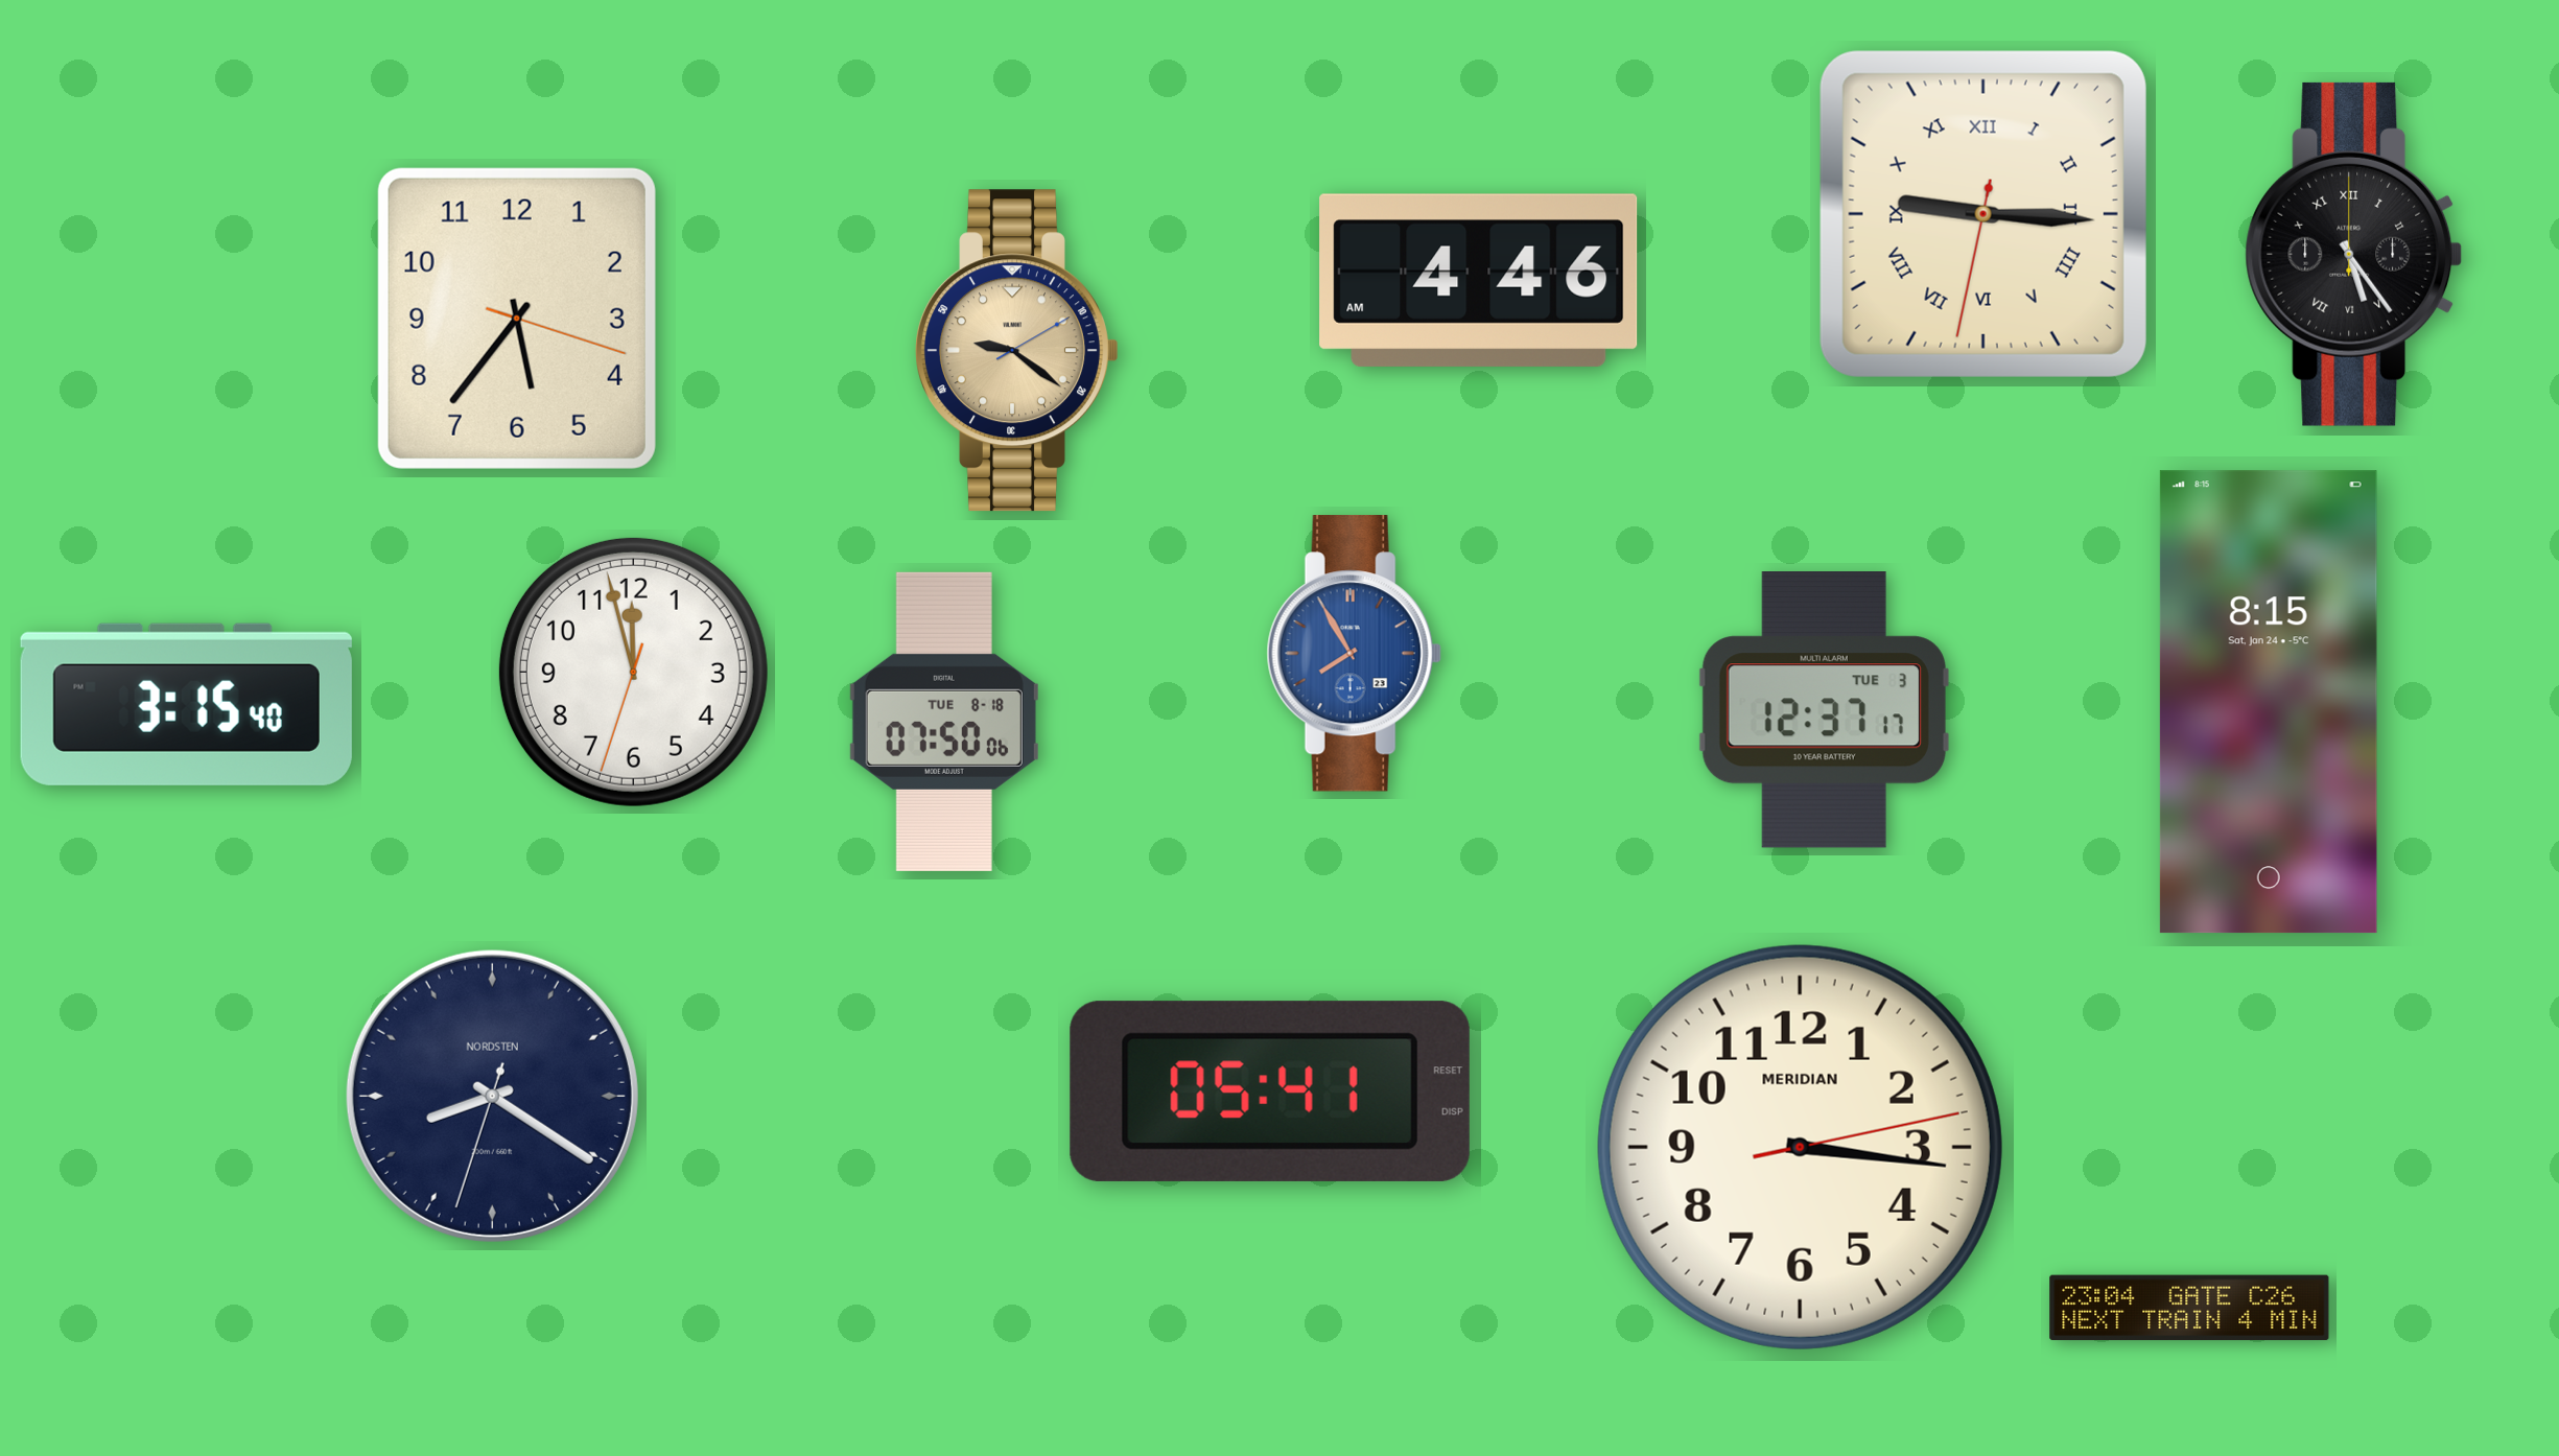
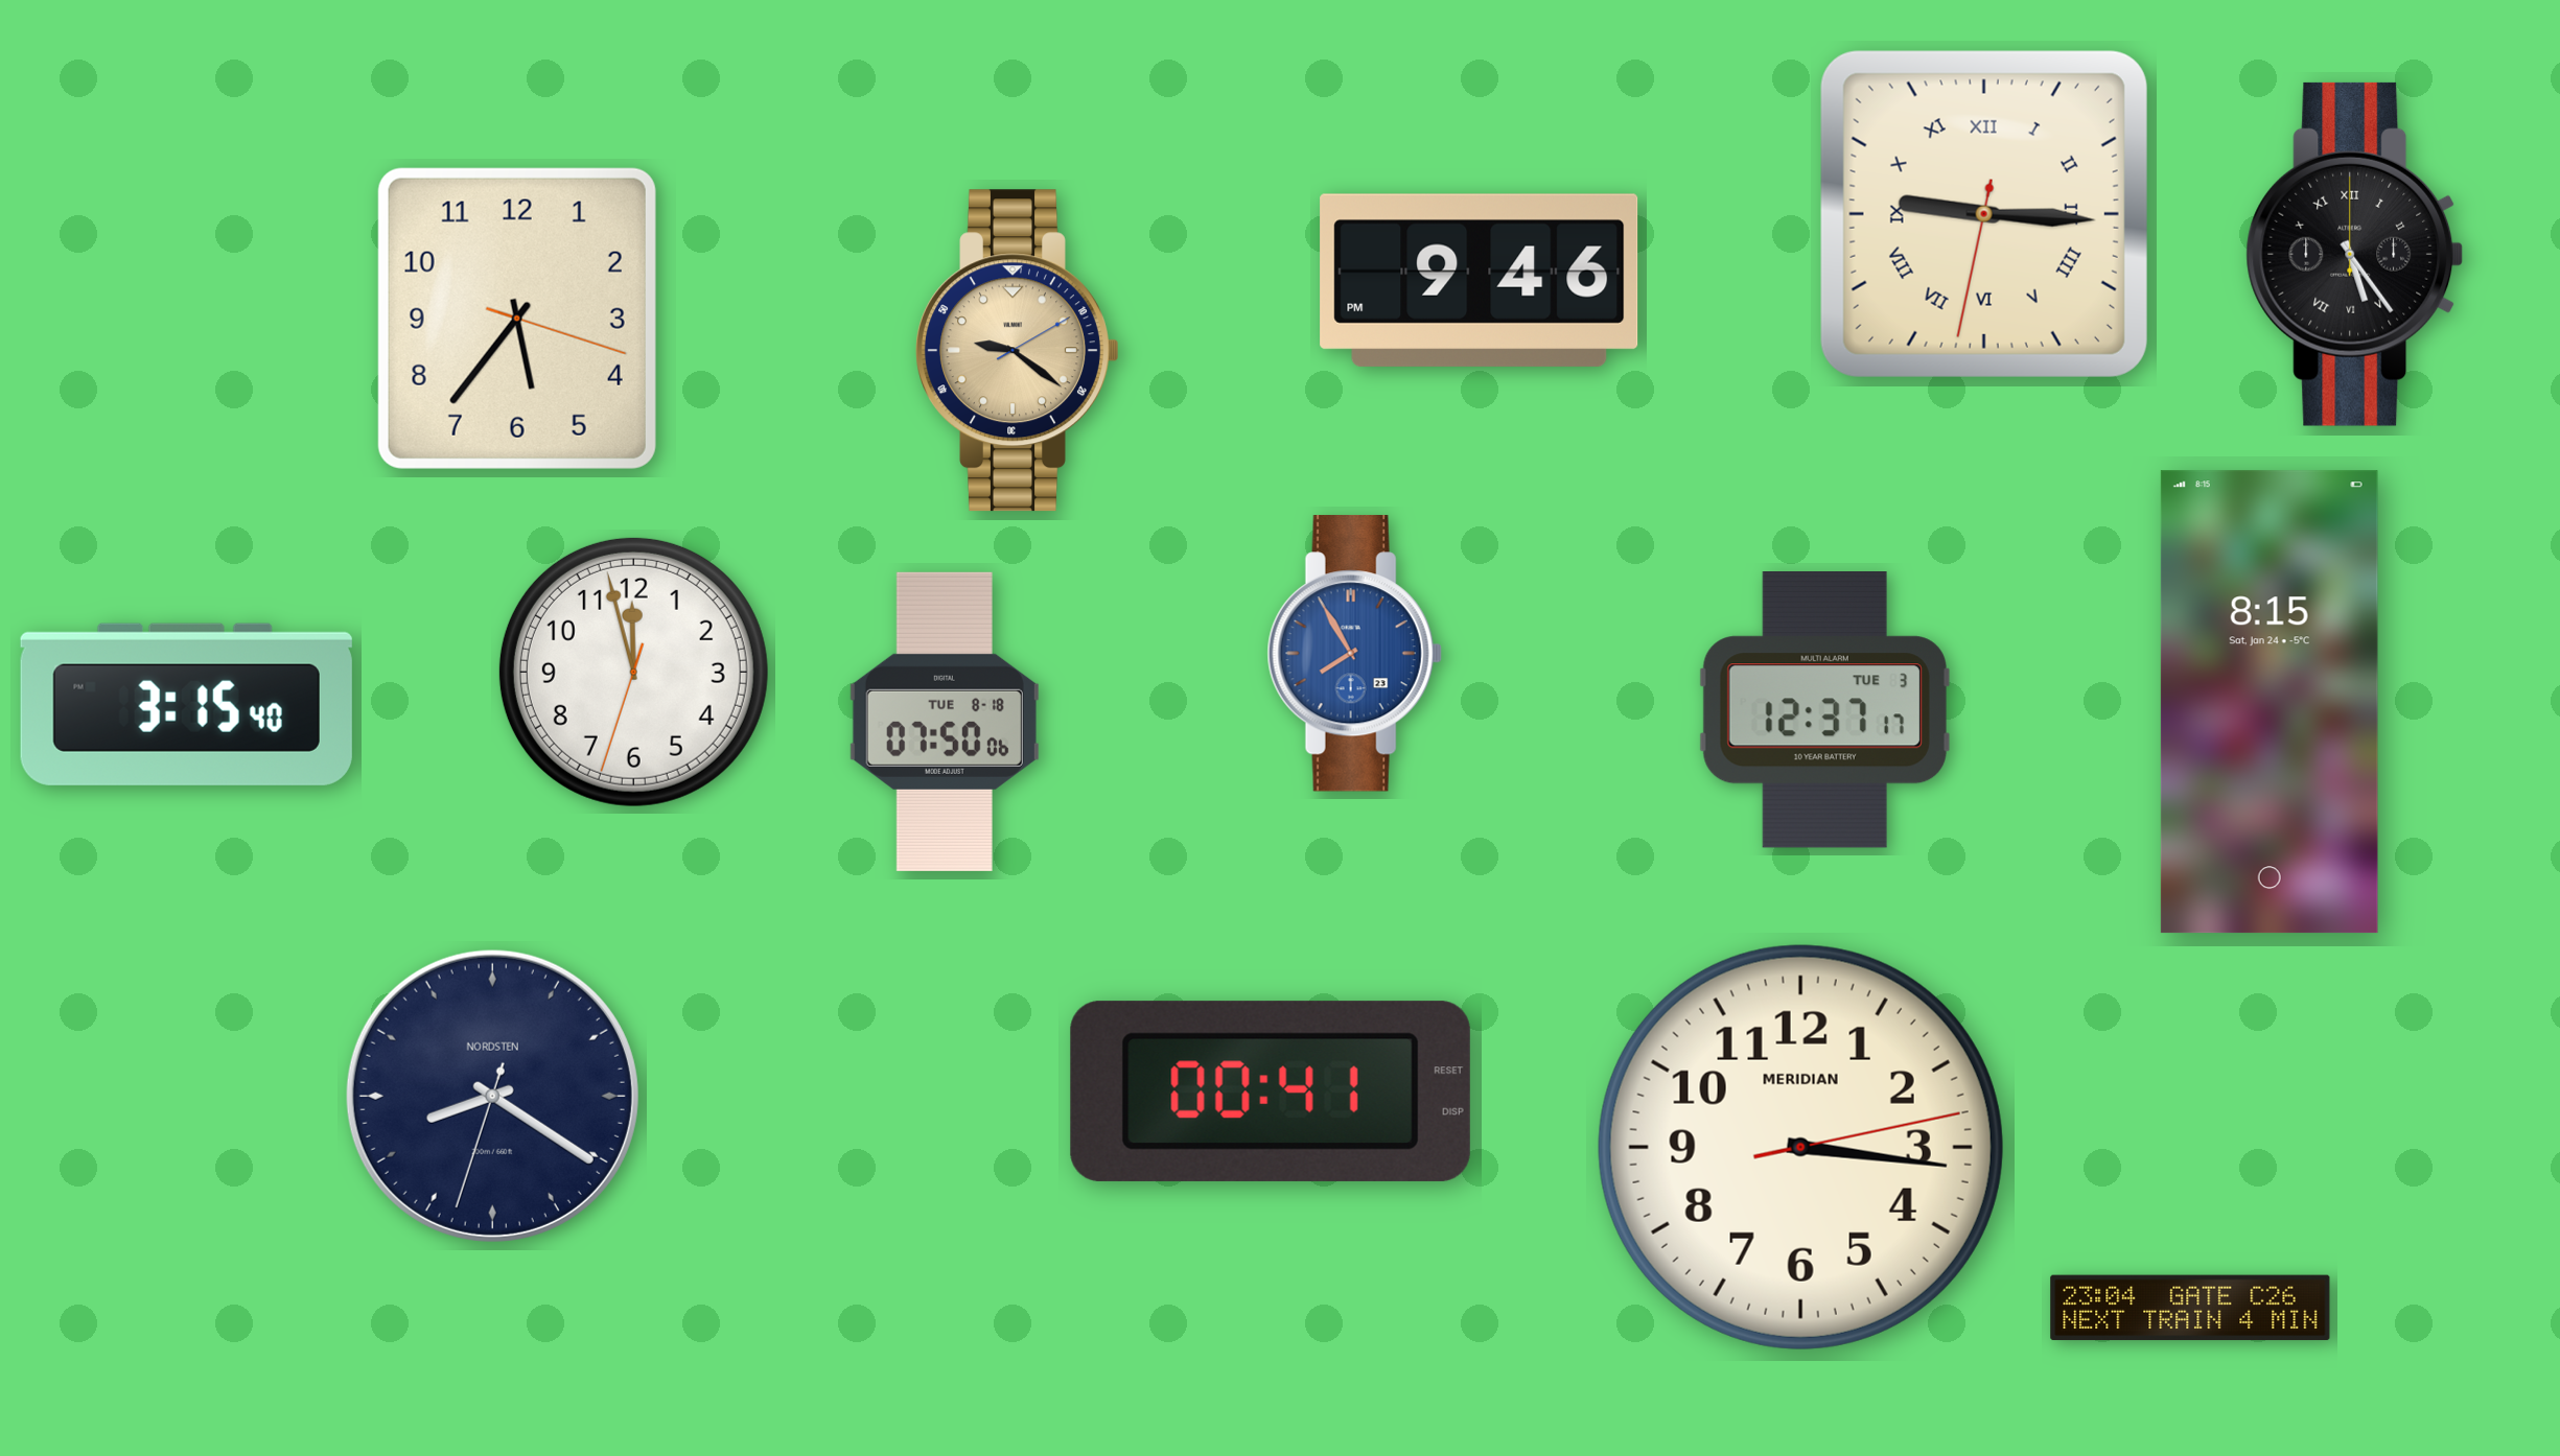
clock at (1479, 280): 4:46 -> 9:46
clock at (1270, 1091): 05:41 -> 00:41
